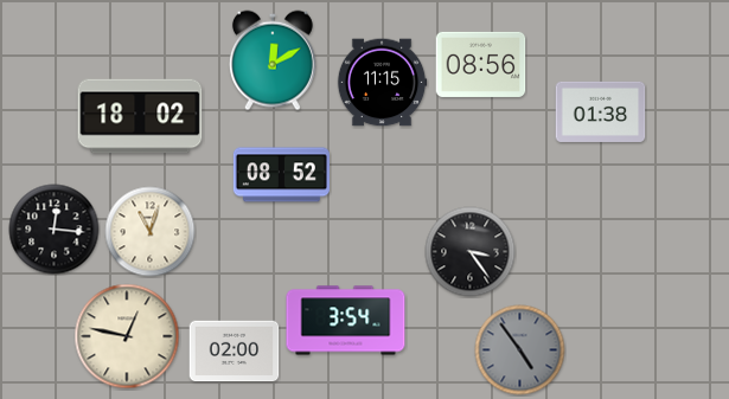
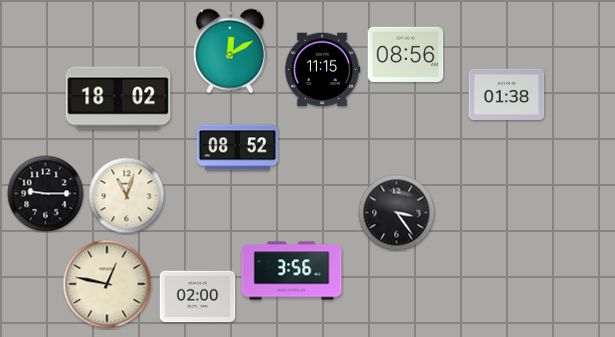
clock at (55, 230): 12:16 -> 9:15
clock at (346, 321): 3:54 -> 3:56
clock at (520, 350): 4:54 -> none
